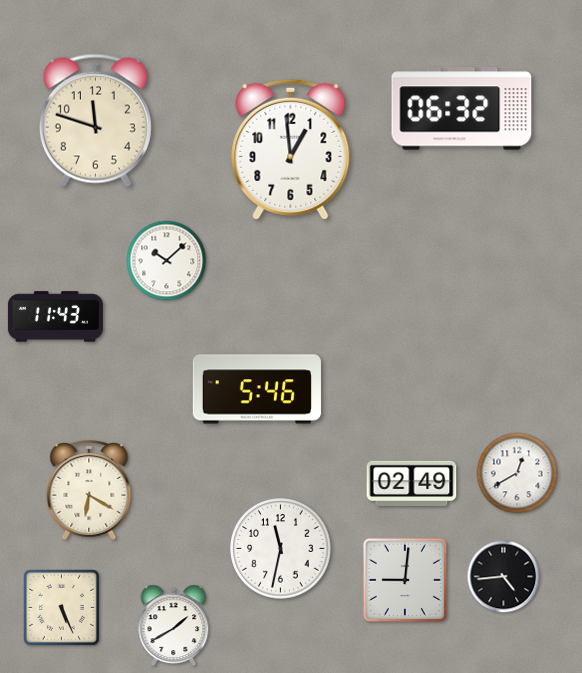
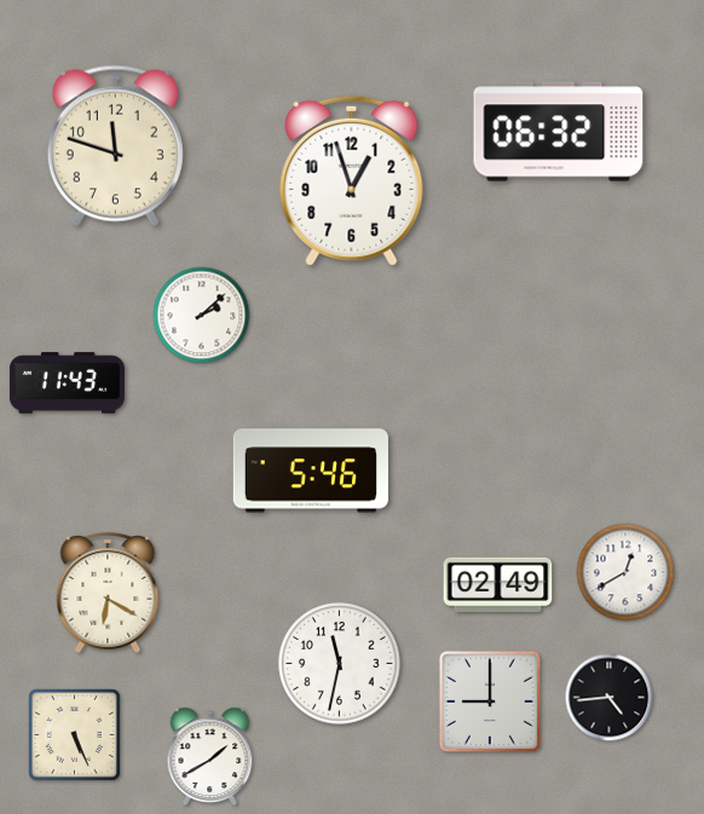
clock at (291, 149): 12:59 -> 12:57
clock at (167, 261): 10:08 -> 2:08
clock at (405, 580): 9:01 -> 9:00
